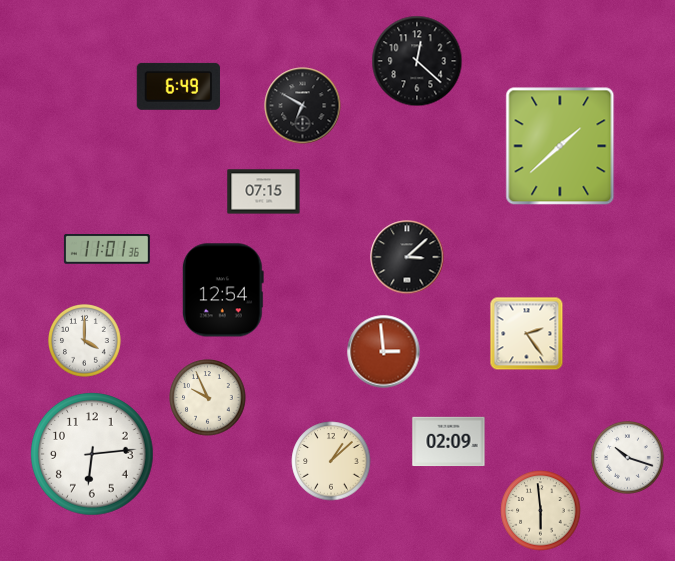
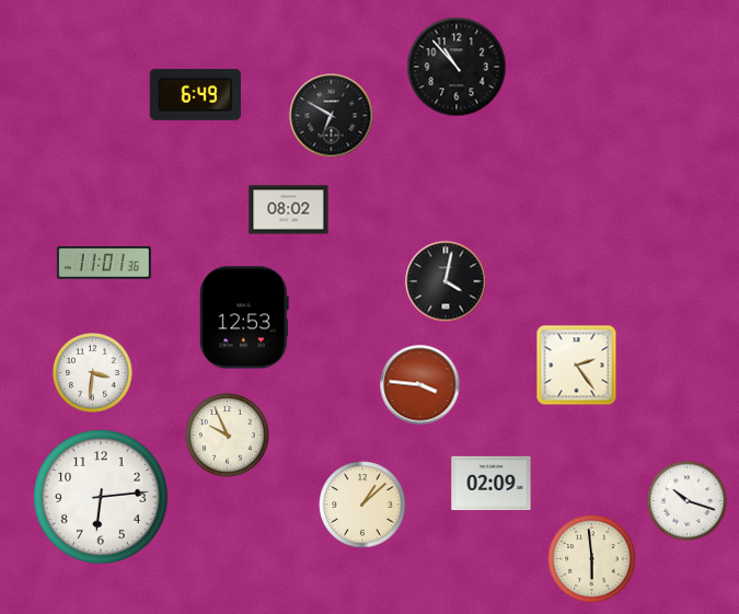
clock at (417, 61): 12:22 -> 10:53
clock at (560, 146): 1:38 -> none
clock at (264, 192): 07:15 -> 08:02
clock at (107, 250) position: (107, 250) -> (104, 264)
clock at (407, 257): 3:08 -> 4:02
clock at (223, 290): 12:54 -> 12:53
clock at (85, 341): 4:00 -> 3:31
clock at (384, 352): 2:59 -> 3:46
